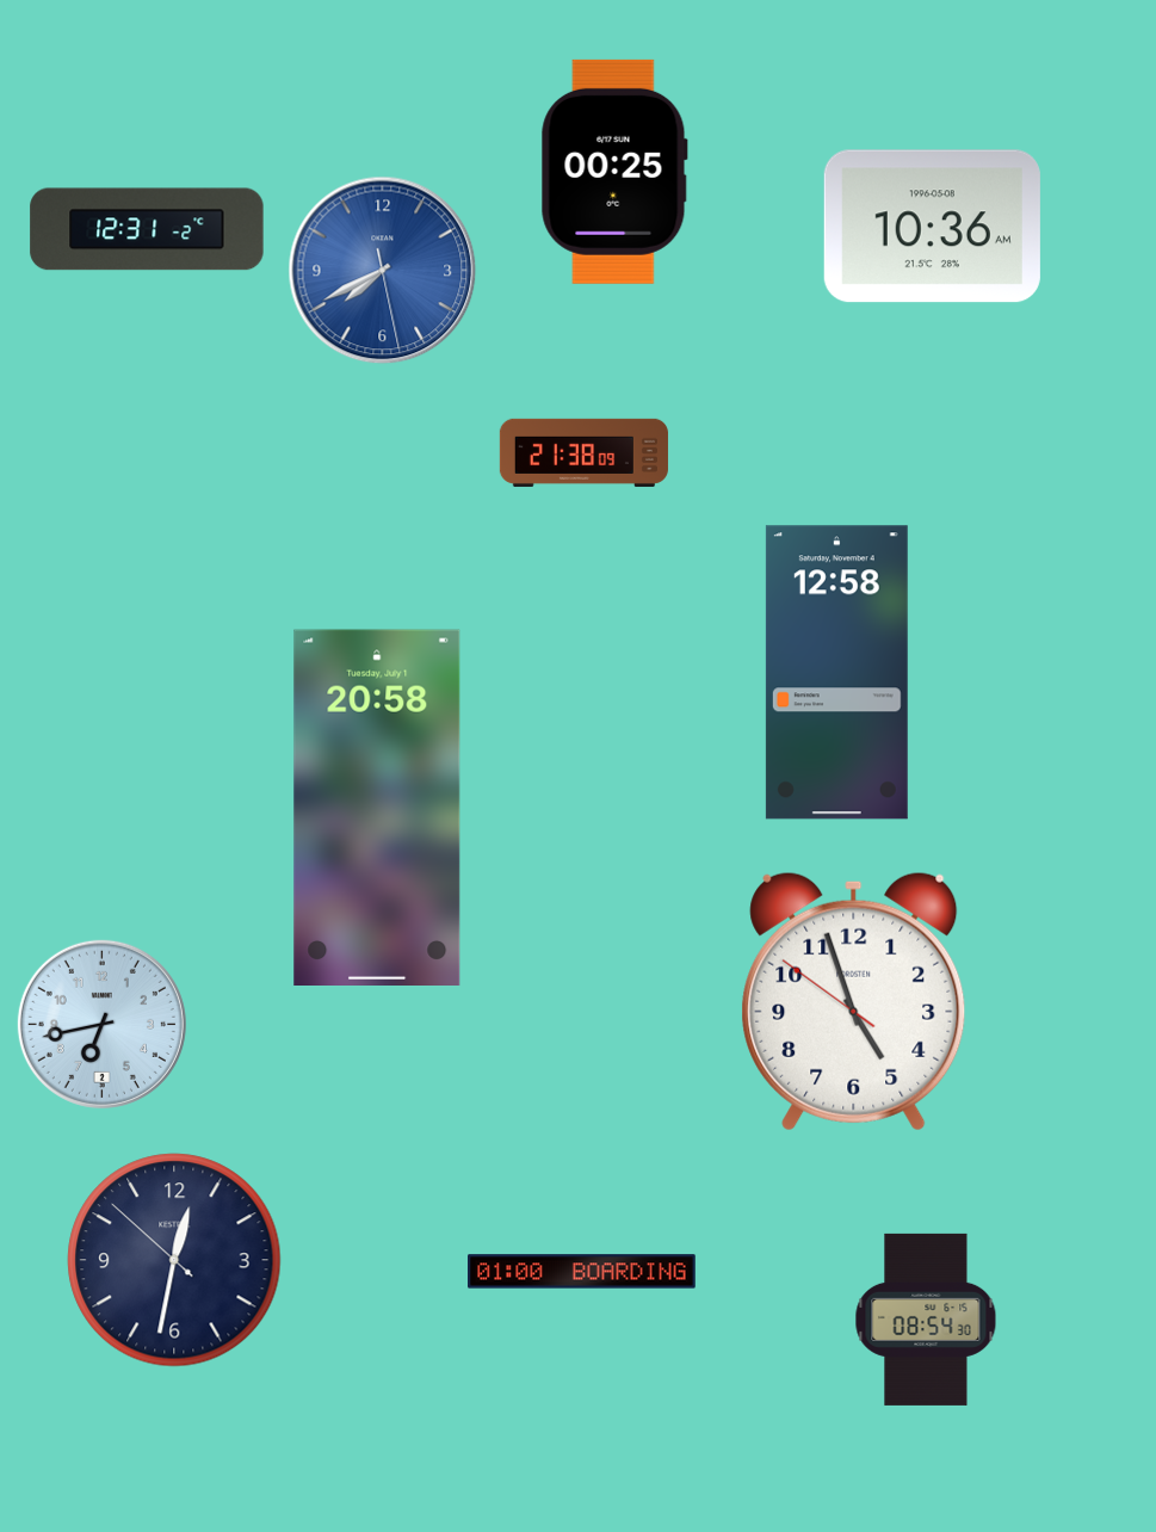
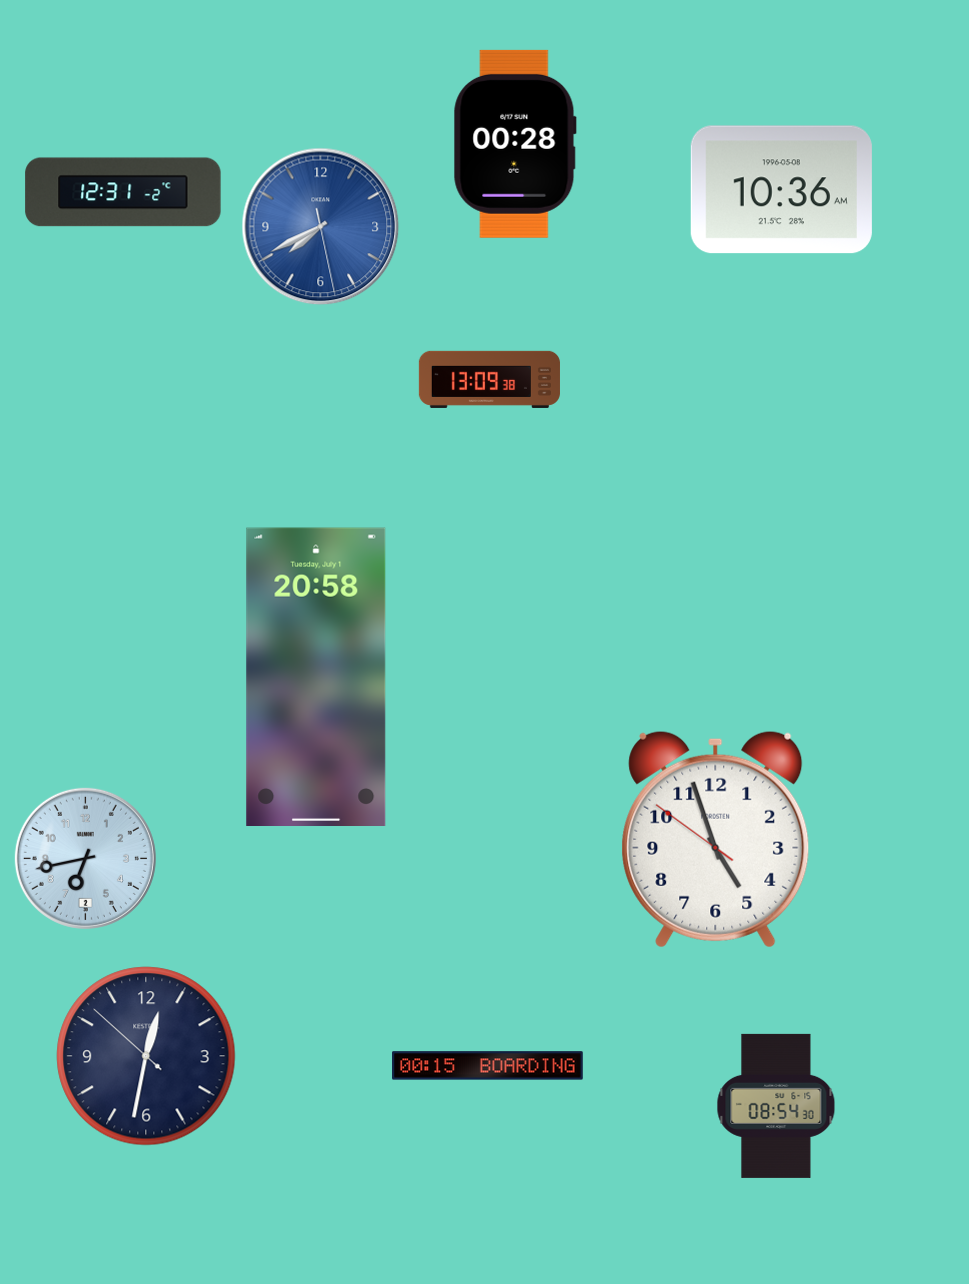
clock at (614, 172): 00:25 -> 00:28
clock at (583, 452): 21:38 -> 13:09
clock at (836, 673): 12:58 -> none
clock at (582, 1272): 01:00 -> 00:15
